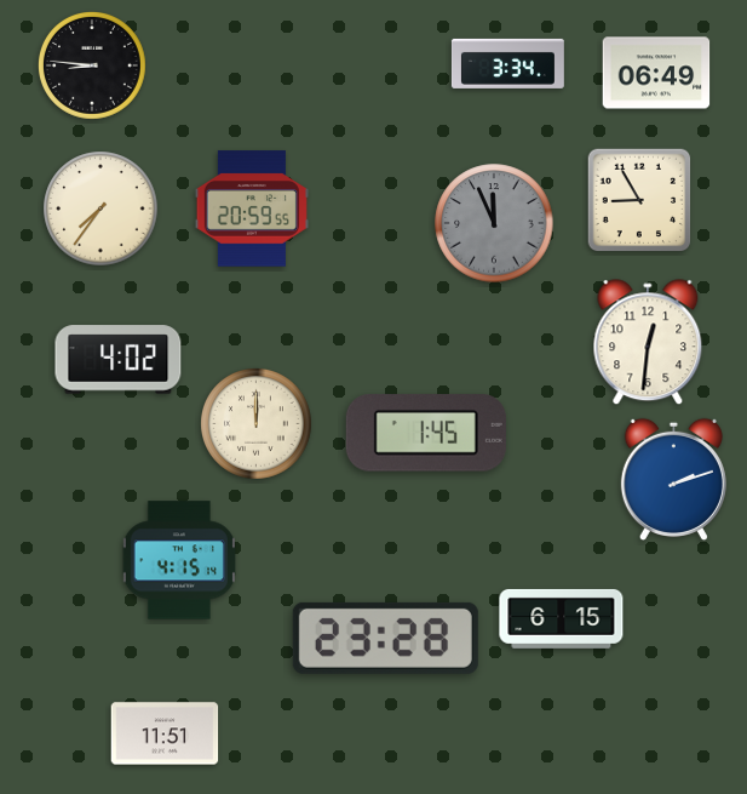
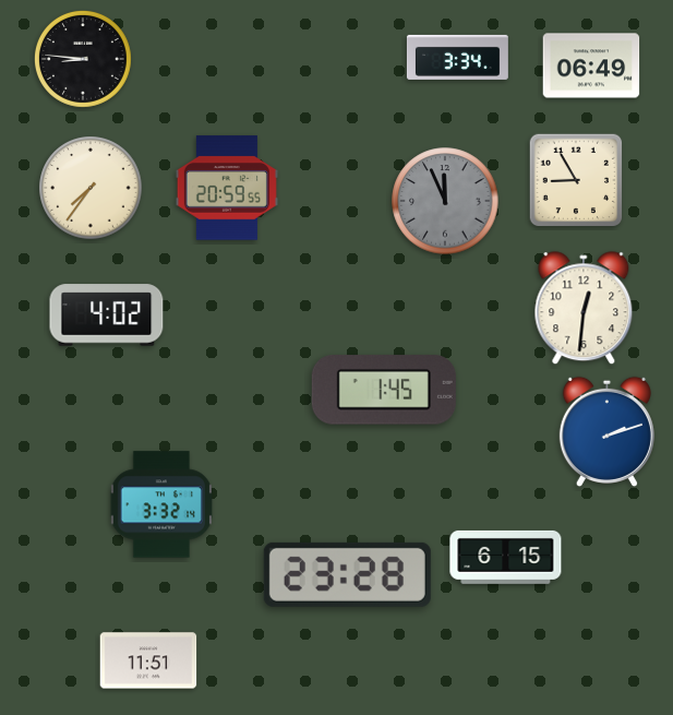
clock at (119, 360) position: (119, 360) -> (107, 315)
clock at (257, 424): 12:00 -> none
clock at (179, 560): 4:15 -> 3:32
